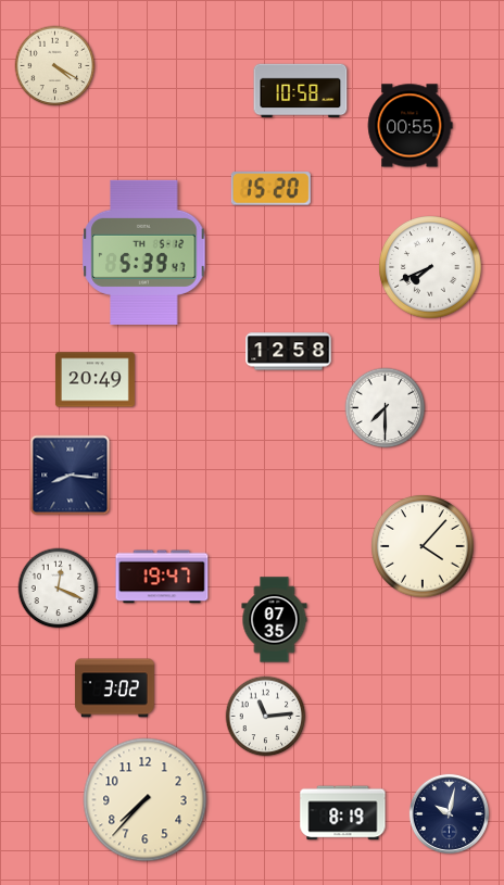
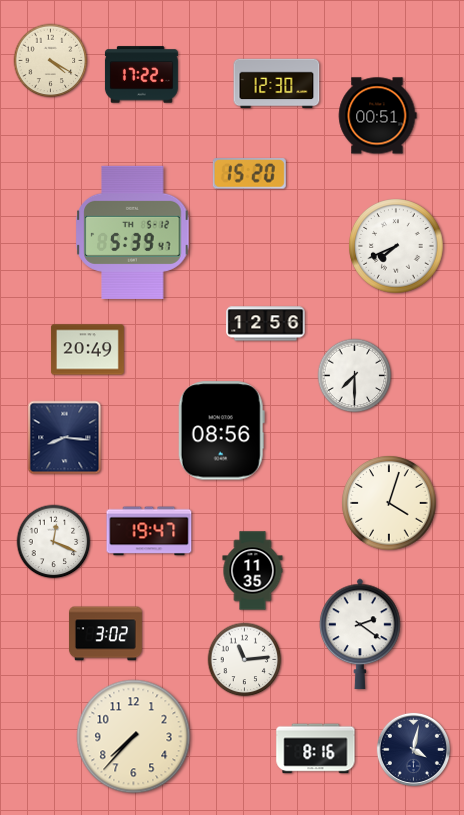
clock at (141, 75): none -> 17:22
clock at (301, 91): 10:58 -> 12:30
clock at (411, 126): 00:55 -> 00:51
clock at (289, 352): 12:58 -> 12:56
clock at (221, 431): none -> 08:56
clock at (423, 546): 4:07 -> 4:03
clock at (275, 620): 07:35 -> 11:35
clock at (360, 634): none -> 2:21
clock at (343, 813): 8:19 -> 8:16
clock at (449, 813): 10:02 -> 4:02
